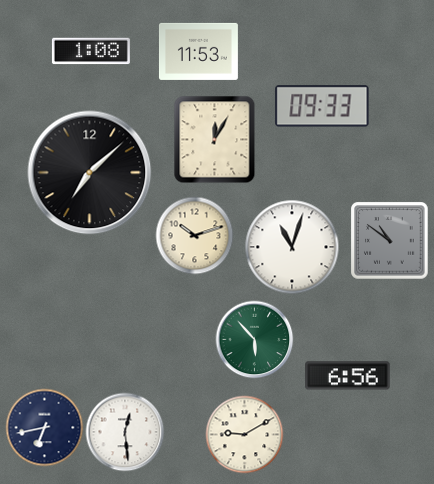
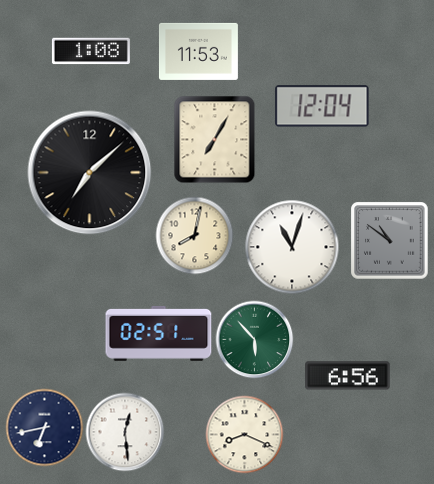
clock at (322, 106): 09:33 -> 12:04
clock at (215, 139): 12:05 -> 7:05
clock at (194, 235): 10:12 -> 8:02
clock at (159, 333): none -> 02:51
clock at (244, 434): 9:10 -> 8:19
